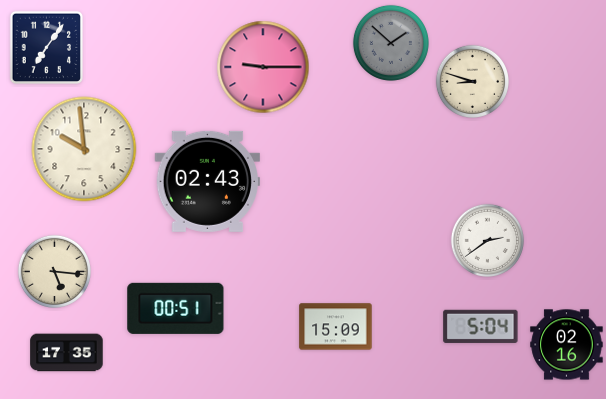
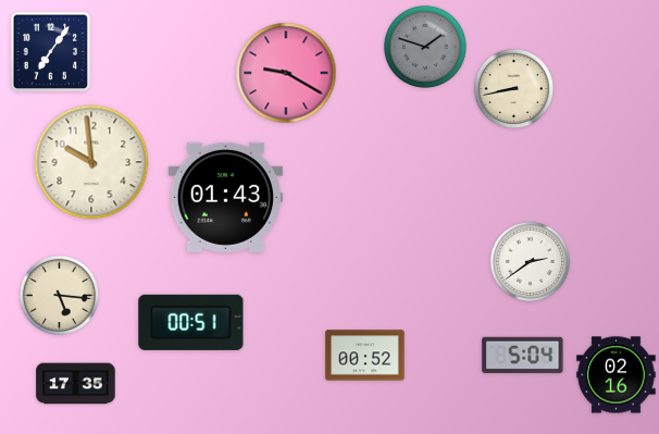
clock at (391, 43): 1:52 -> 1:48
clock at (263, 67): 9:15 -> 9:20
clock at (472, 81): 8:48 -> 8:43
clock at (207, 181): 02:43 -> 01:43
clock at (176, 308) position: (176, 308) -> (191, 322)
clock at (336, 327): 15:09 -> 00:52
clock at (67, 353) position: (67, 353) -> (76, 384)
